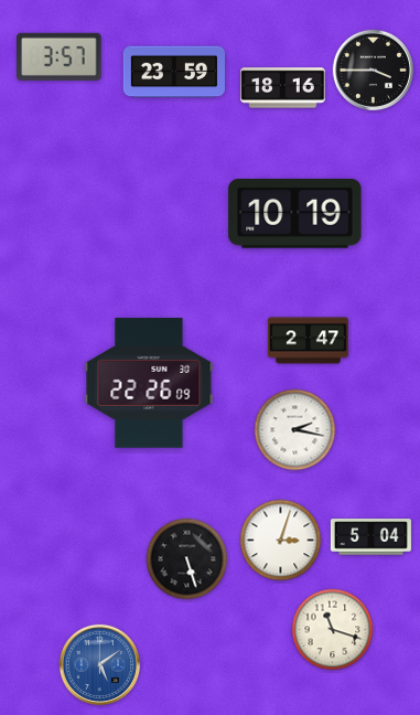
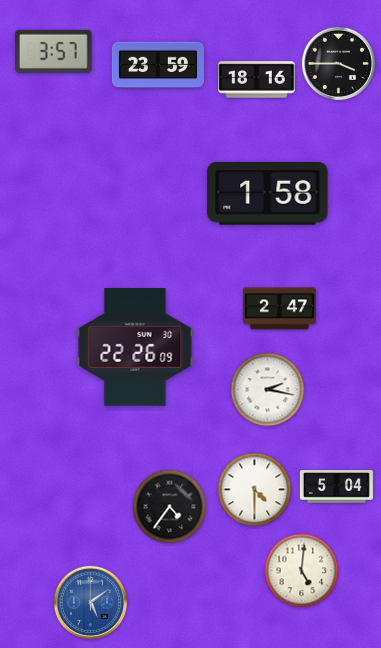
clock at (295, 214): 10:19 -> 1:58
clock at (281, 541): 3:03 -> 4:30
clock at (187, 559): 5:27 -> 4:36
clock at (333, 630): 11:18 -> 5:01
